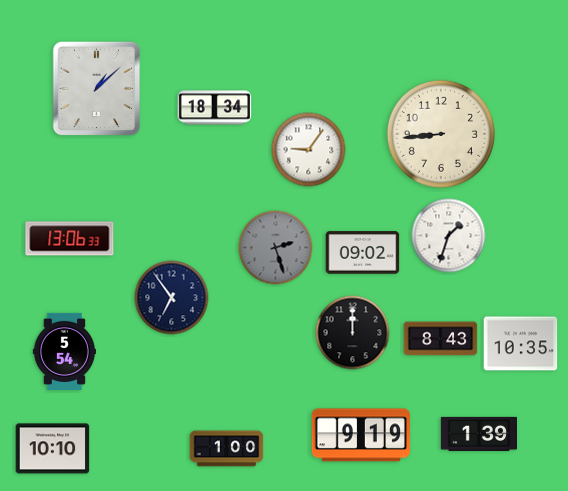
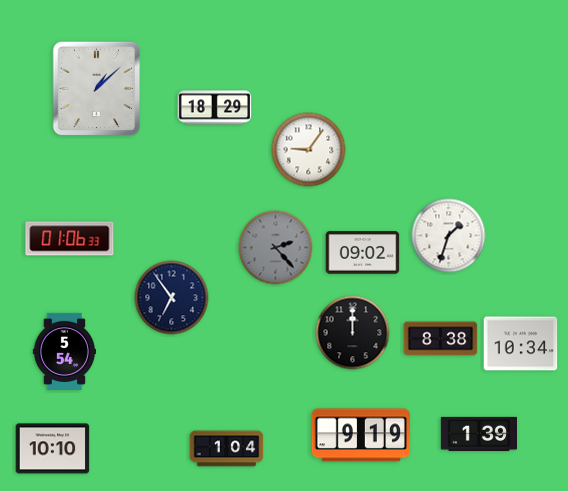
clock at (215, 108): 18:34 -> 18:29
clock at (441, 134): 8:44 -> none
clock at (70, 239): 13:06 -> 01:06
clock at (276, 248): 2:27 -> 2:23
clock at (441, 339): 8:43 -> 8:38
clock at (521, 344): 10:35 -> 10:34
clock at (227, 449): 1:00 -> 1:04
